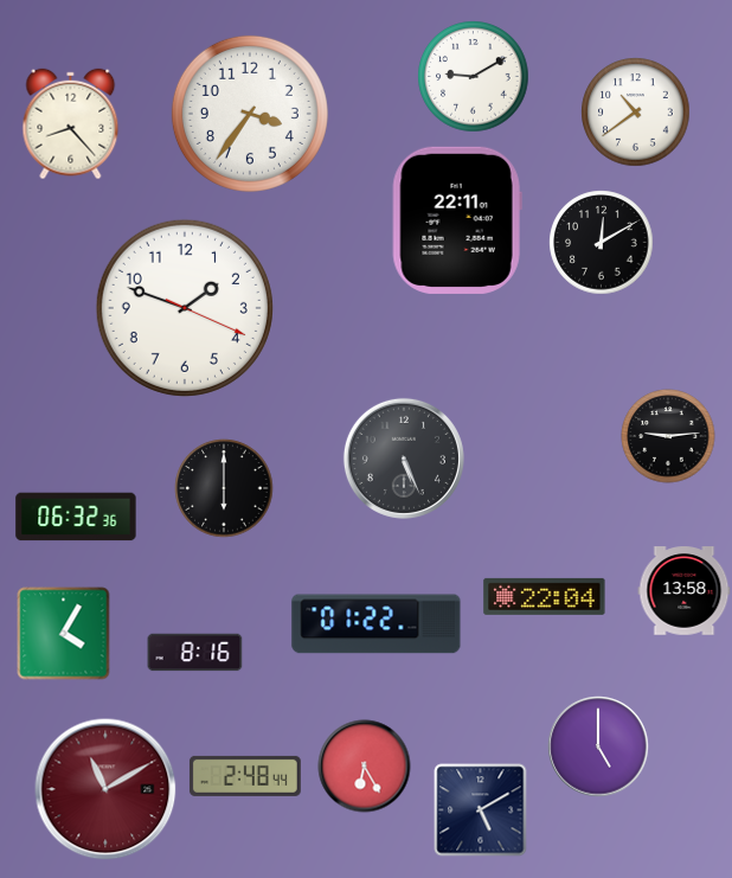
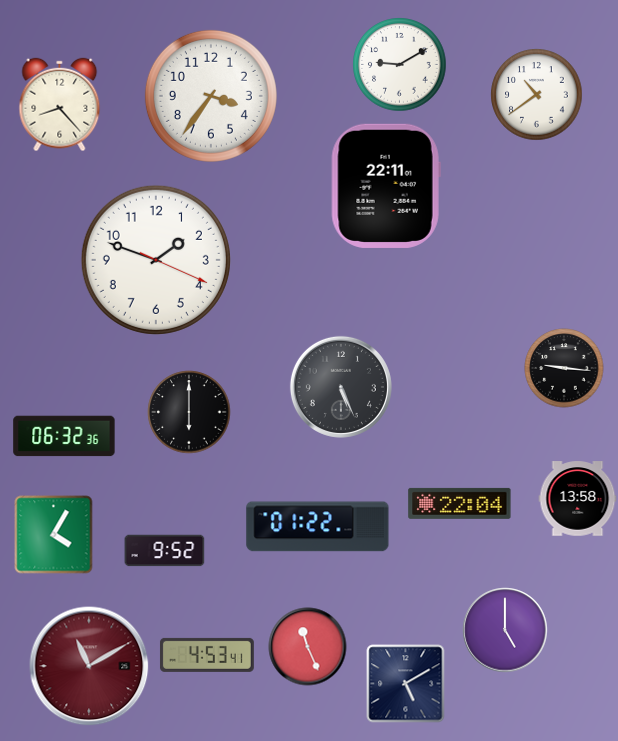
clock at (602, 243): 12:10 -> none
clock at (668, 436): 9:14 -> 9:16
clock at (195, 653): 8:16 -> 9:52
clock at (365, 767): 6:25 -> 11:26
clock at (245, 776): 2:48 -> 4:53
